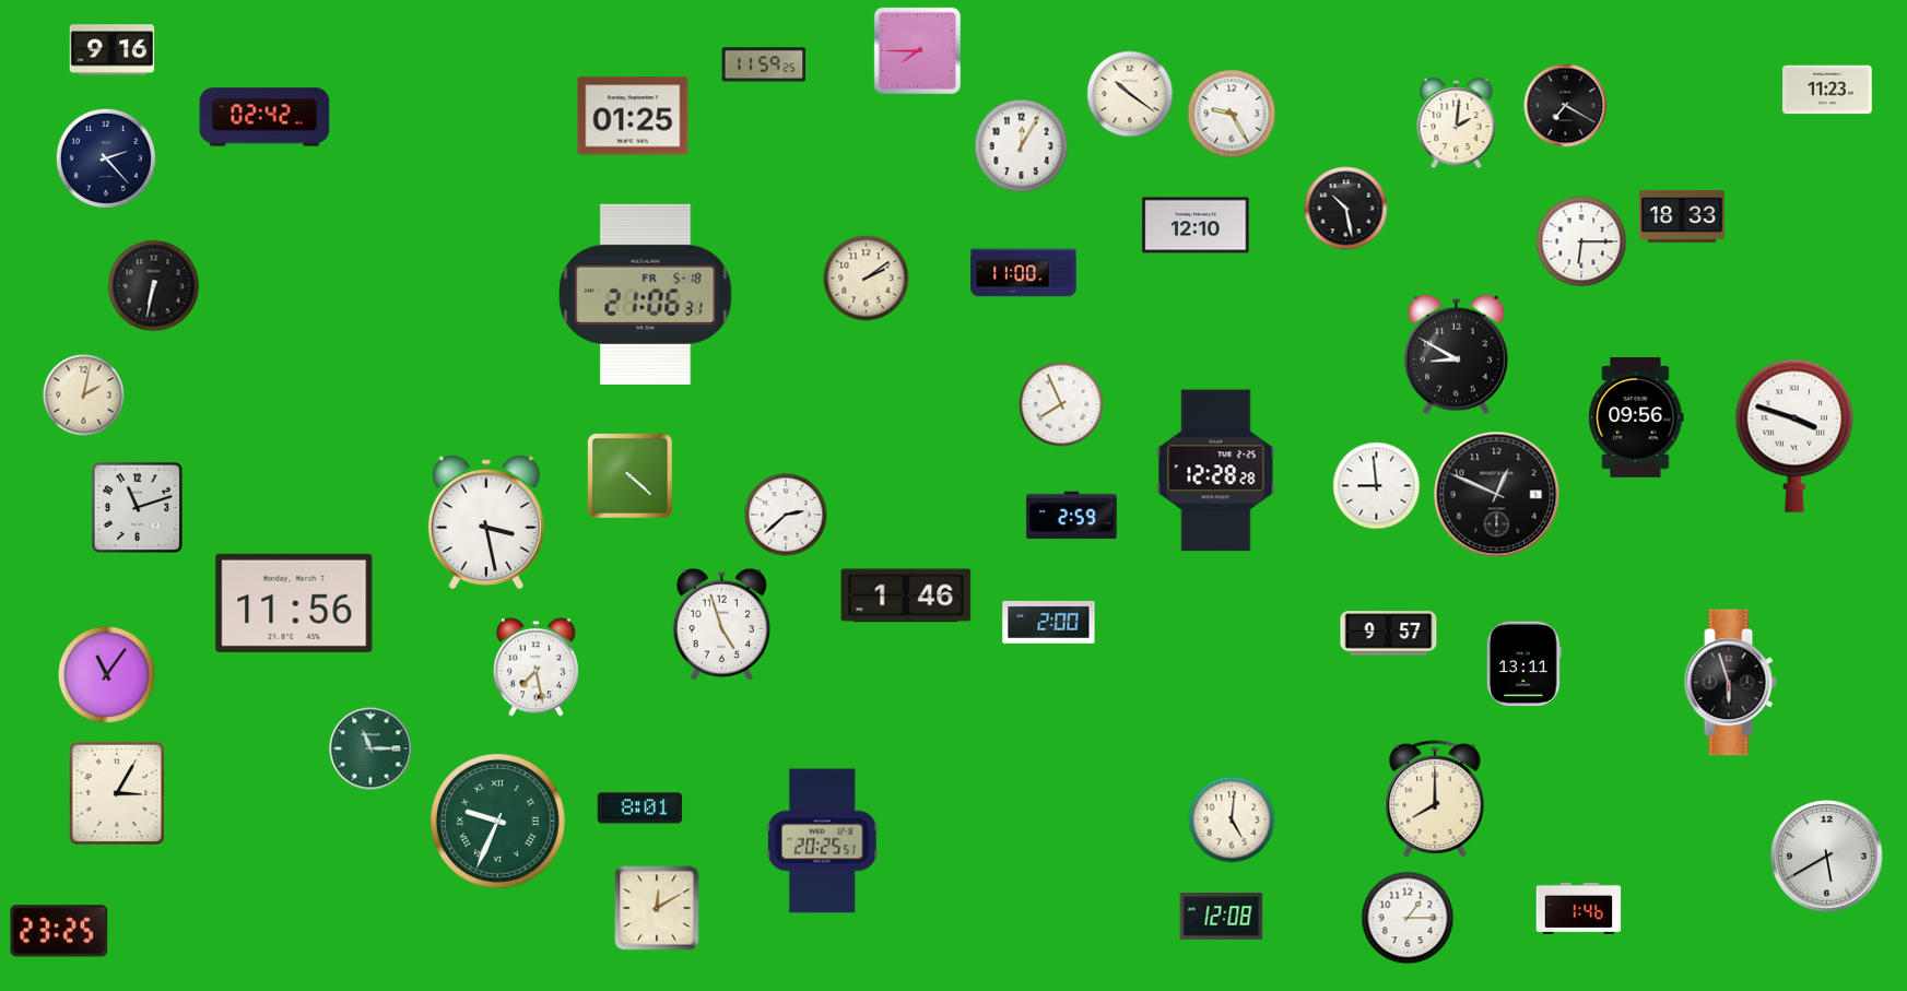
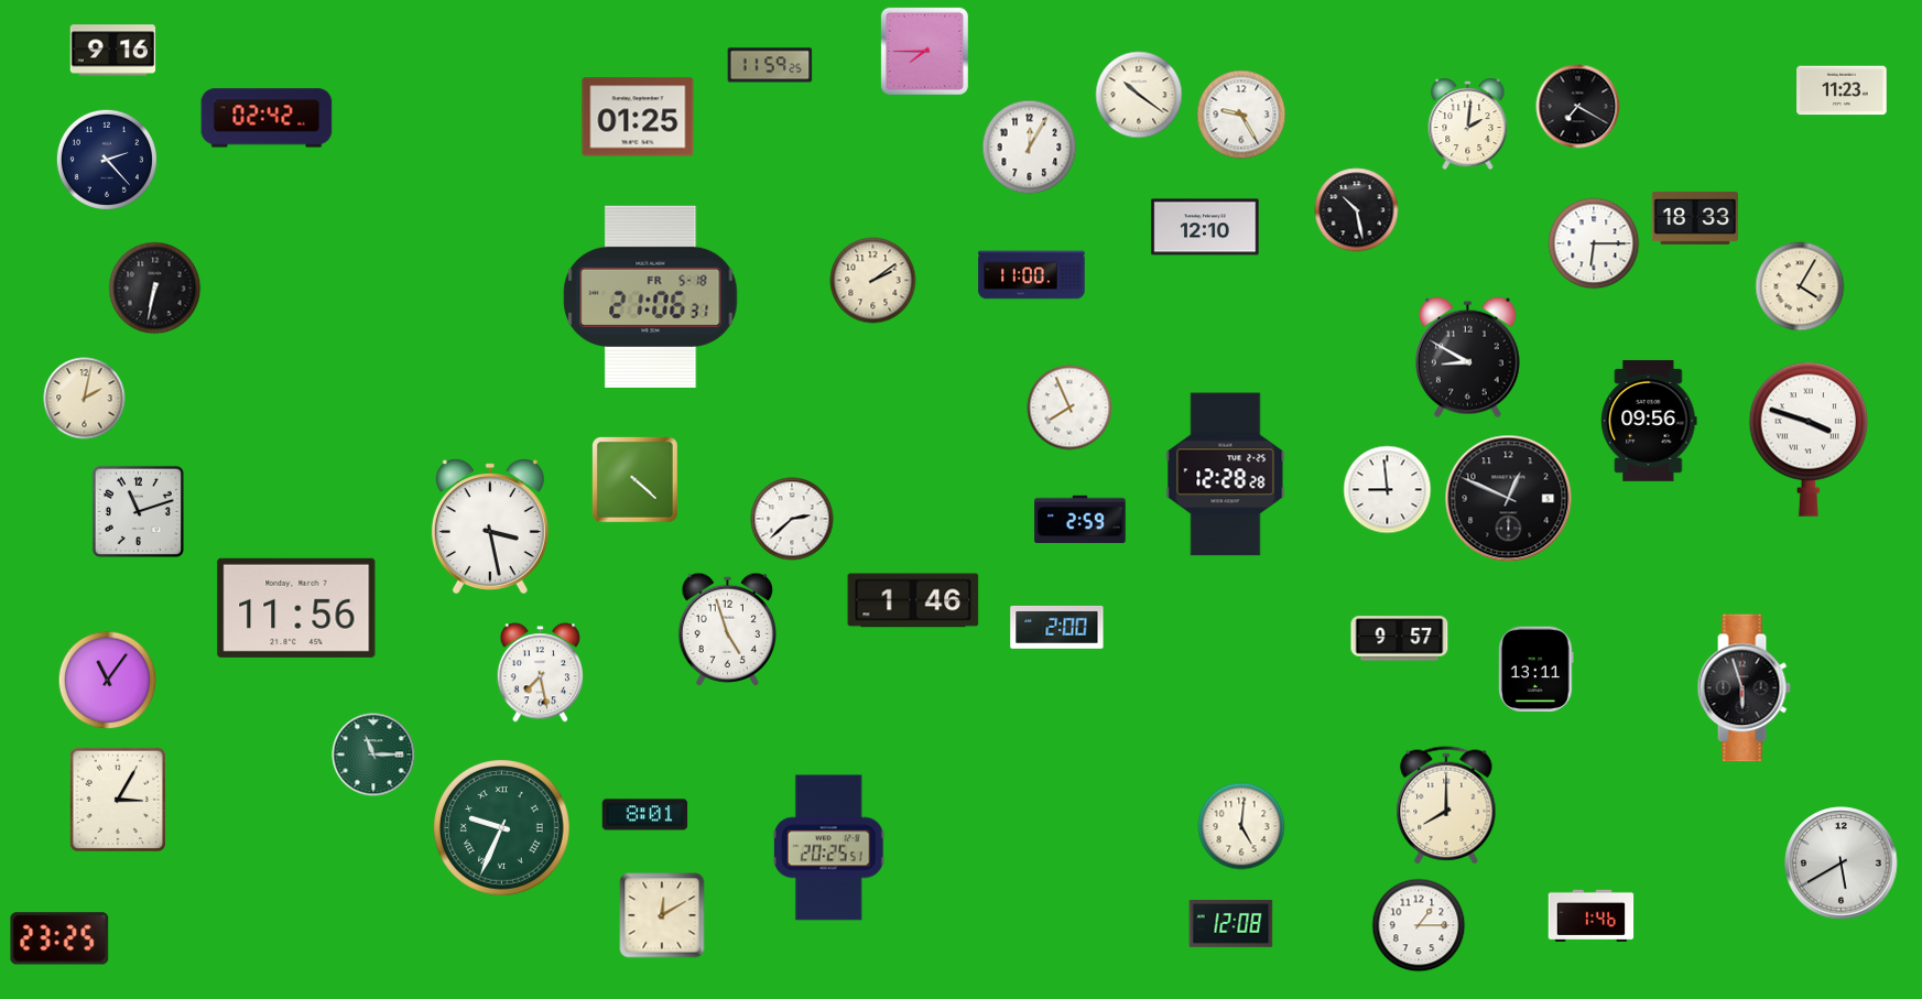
clock at (1800, 286): none -> 4:05
